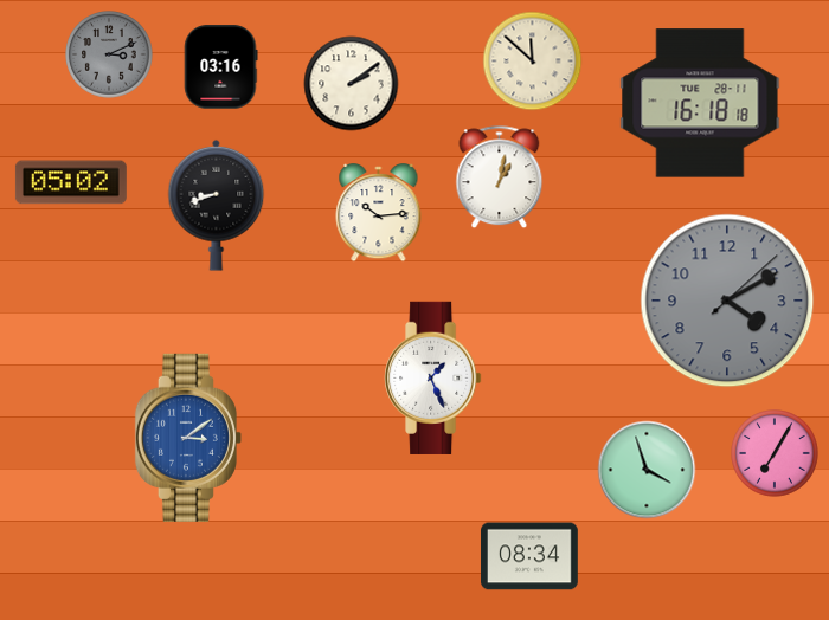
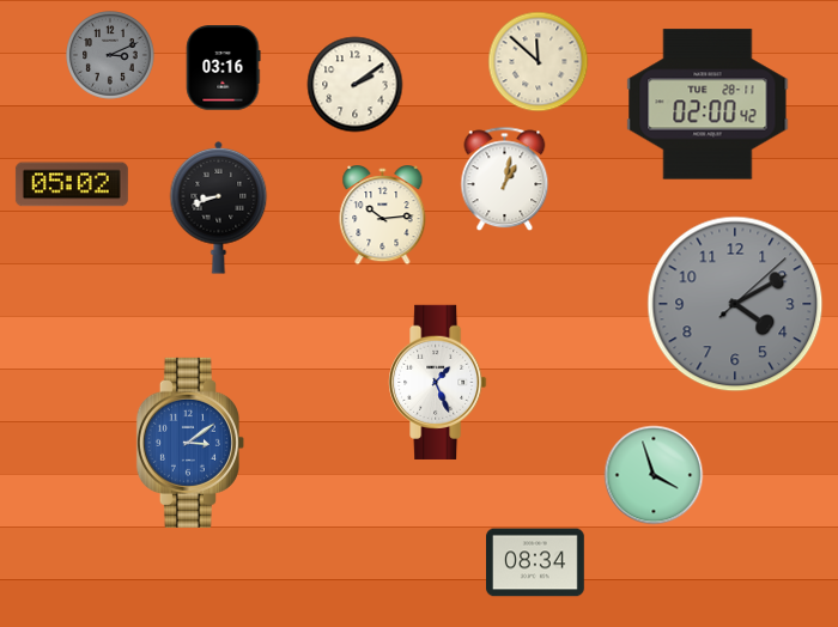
clock at (700, 103): 16:18 -> 02:00
clock at (775, 453): 7:05 -> none
